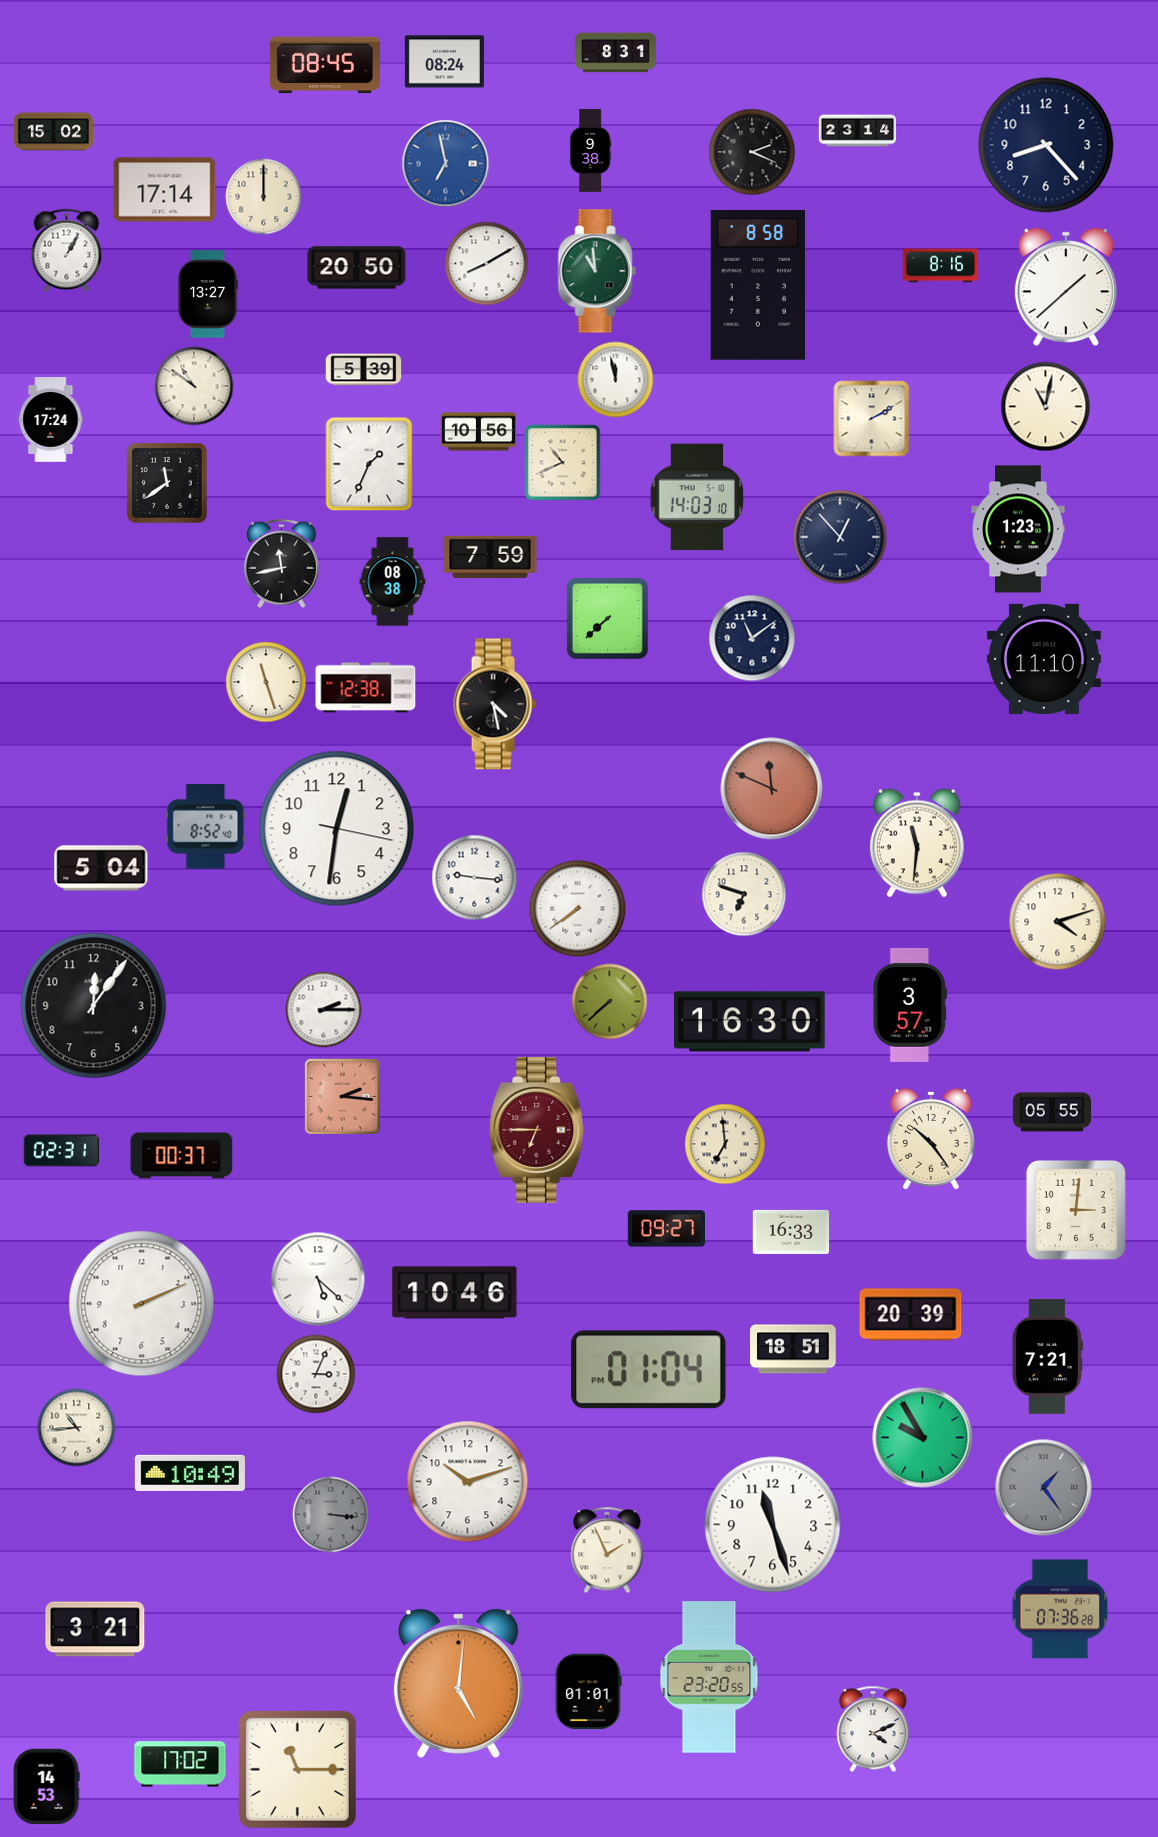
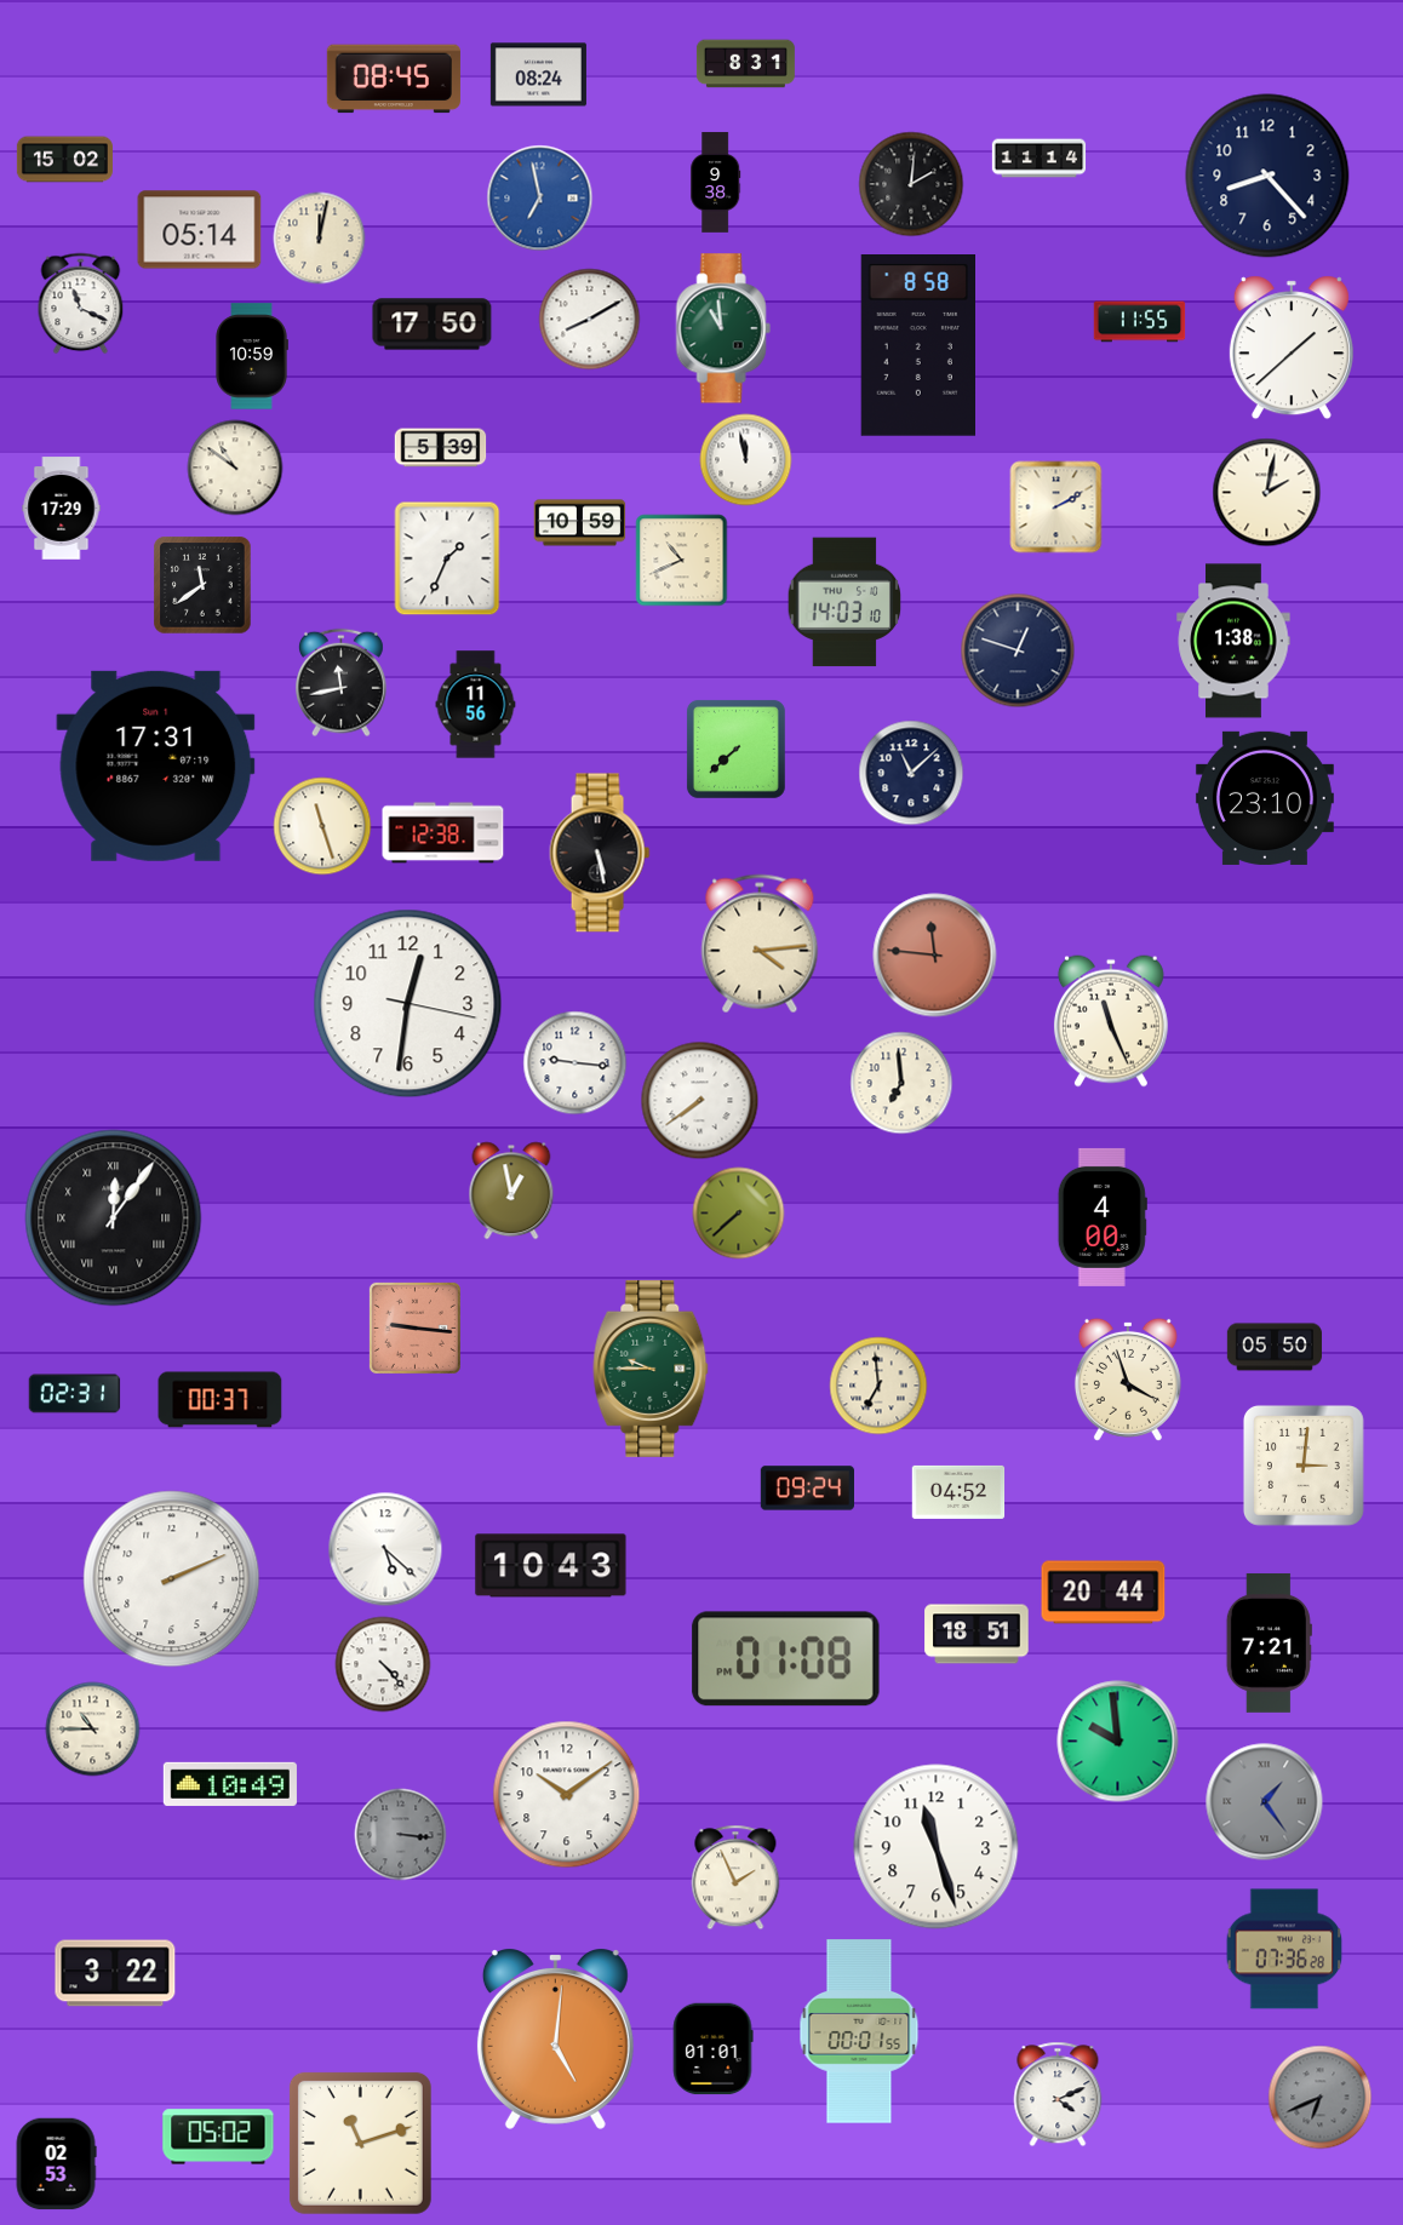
clock at (858, 131): 23:14 -> 11:14
clock at (752, 152): 2:19 -> 2:01
clock at (165, 190): 17:14 -> 05:14
clock at (264, 197): 12:00 -> 12:02
clock at (67, 251): 1:05 -> 11:19
clock at (941, 266): 8:16 -> 11:55
clock at (357, 268): 20:50 -> 17:50
clock at (208, 294): 13:27 -> 10:59
clock at (1046, 407): 11:02 -> 2:02
clock at (51, 420): 17:24 -> 17:29
clock at (479, 432): 10:56 -> 10:59
clock at (369, 464) position: (369, 464) -> (447, 558)
clock at (1018, 529): 1:23 -> 1:38
clock at (840, 537): 12:53 -> 12:48
clock at (490, 557): 7:59 -> none
clock at (393, 582): 08:38 -> 11:56
clock at (156, 765): none -> 17:31
clock at (752, 638): 11:09 -> 11:08
clock at (1044, 659): 11:10 -> 23:10
clock at (495, 704): 4:28 -> 5:28
clock at (760, 944): none -> 4:14
clock at (772, 789): 11:49 -> 11:46
clock at (206, 827): 8:52 -> none
clock at (917, 843): 11:31 -> 11:26
clock at (101, 868): 5:04 -> none
clock at (744, 894): 6:48 -> 6:59
clock at (1058, 922): 4:12 -> none
clock at (511, 1191): none -> 12:58
clock at (910, 1005): 3:57 -> 4:00
clock at (94, 1006) numerals: Arabic -> Roman
clock at (324, 1010): 2:15 -> none
clock at (750, 1022): 16:30 -> none
clock at (342, 1096): 2:16 -> 9:16
clock at (1052, 1112): 05:55 -> 05:50
clock at (537, 1130): 6:45 -> 9:45
clock at (537, 1130) dial: burgundy -> green
clock at (931, 1139): 10:24 -> 3:57
clock at (666, 1229): 09:27 -> 09:24
clock at (791, 1232): 16:33 -> 04:52
clock at (455, 1293): 10:46 -> 10:43
clock at (911, 1315): 20:39 -> 20:44
clock at (793, 1349) position: (793, 1349) -> (977, 1634)
clock at (649, 1370): 01:04 -> 01:08
clock at (316, 1374): 3:04 -> 4:23
clock at (77, 1428): 10:44 -> 10:45
clock at (923, 1438): 9:55 -> 9:59
clock at (468, 1482): 10:12 -> 10:09
clock at (95, 1629): 3:21 -> 3:22
clock at (709, 1677): 23:20 -> 00:01
clock at (1321, 2098): none -> 6:41
clock at (180, 1764): 17:02 -> 05:02
clock at (297, 1769): 11:15 -> 11:12
clock at (46, 1787): 14:53 -> 02:53
